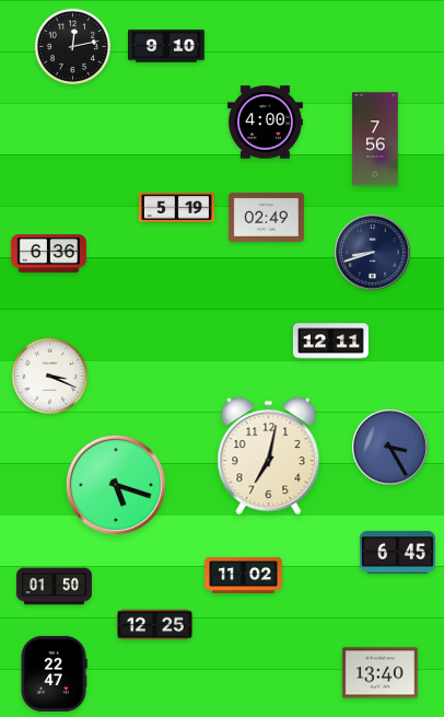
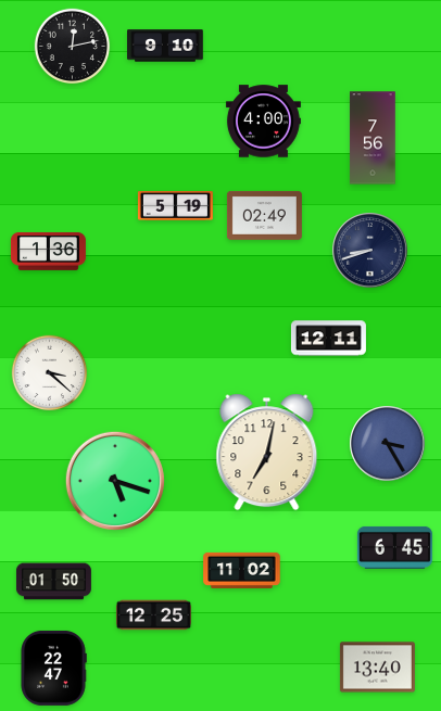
clock at (48, 253): 6:36 -> 1:36
clock at (50, 377): 3:19 -> 3:22
clock at (154, 625) position: (154, 625) -> (153, 615)
